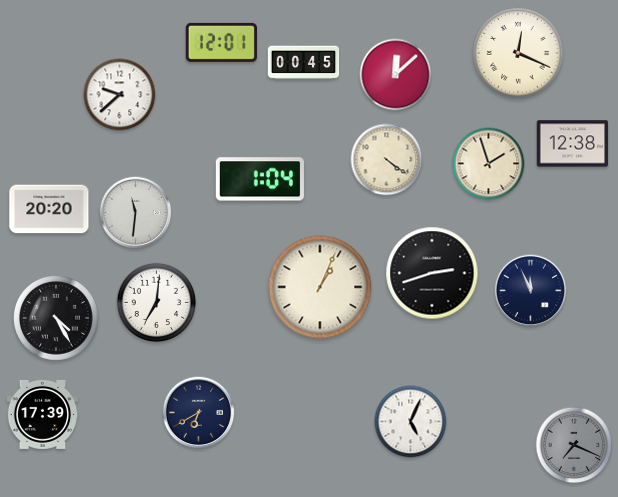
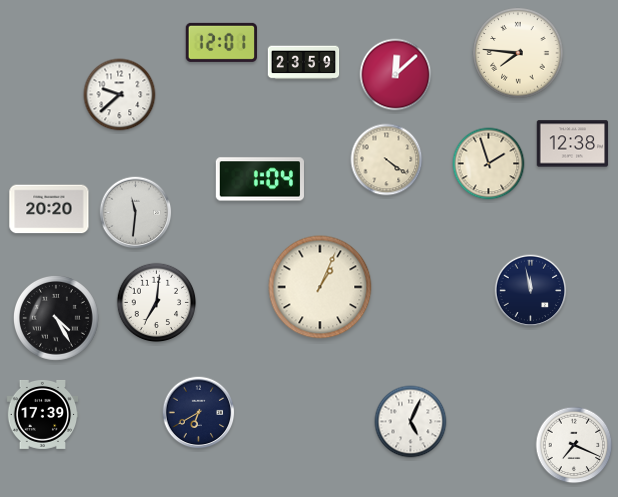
clock at (518, 53): 12:19 -> 7:46
clock at (304, 63): 00:45 -> 23:59
clock at (432, 273): 2:42 -> none
clock at (531, 291): 11:56 -> 11:58
clock at (574, 445) dial: grey -> white
